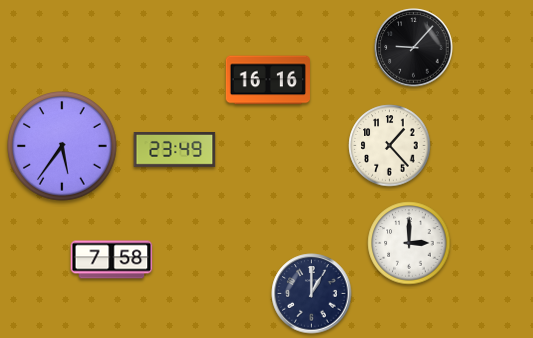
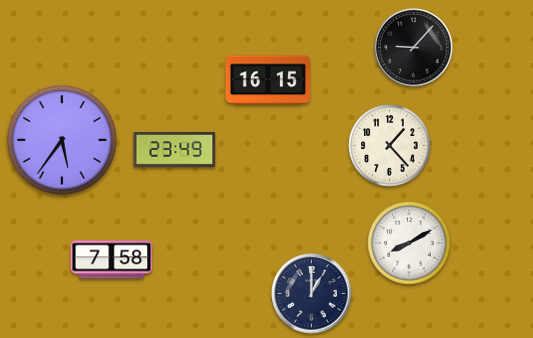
clock at (268, 80): 16:16 -> 16:15
clock at (63, 147) position: (63, 147) -> (63, 141)
clock at (409, 243): 3:00 -> 8:10
